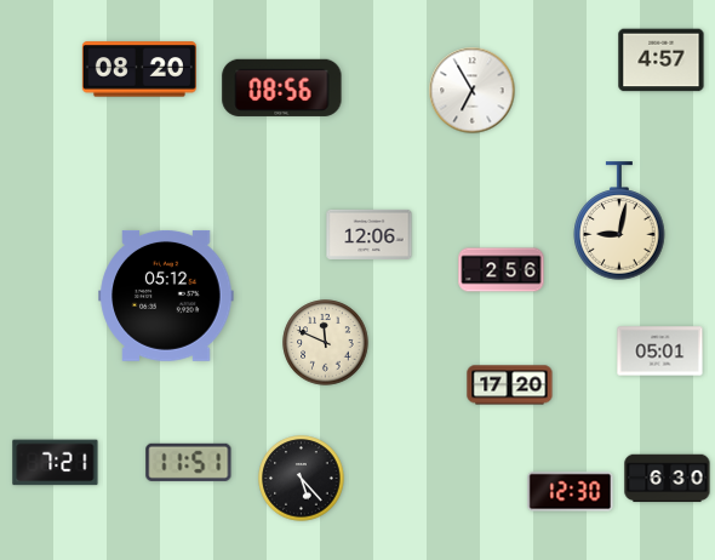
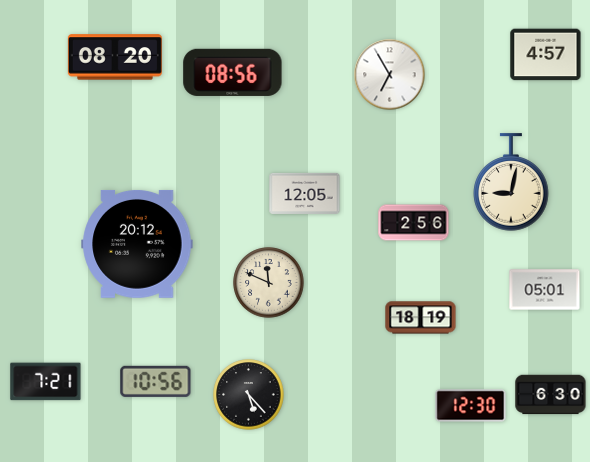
clock at (662, 61) position: (662, 61) -> (546, 55)
clock at (370, 234): 12:06 -> 12:05
clock at (166, 296): 05:12 -> 20:12
clock at (510, 385): 17:20 -> 18:19
clock at (189, 462): 11:51 -> 10:56
